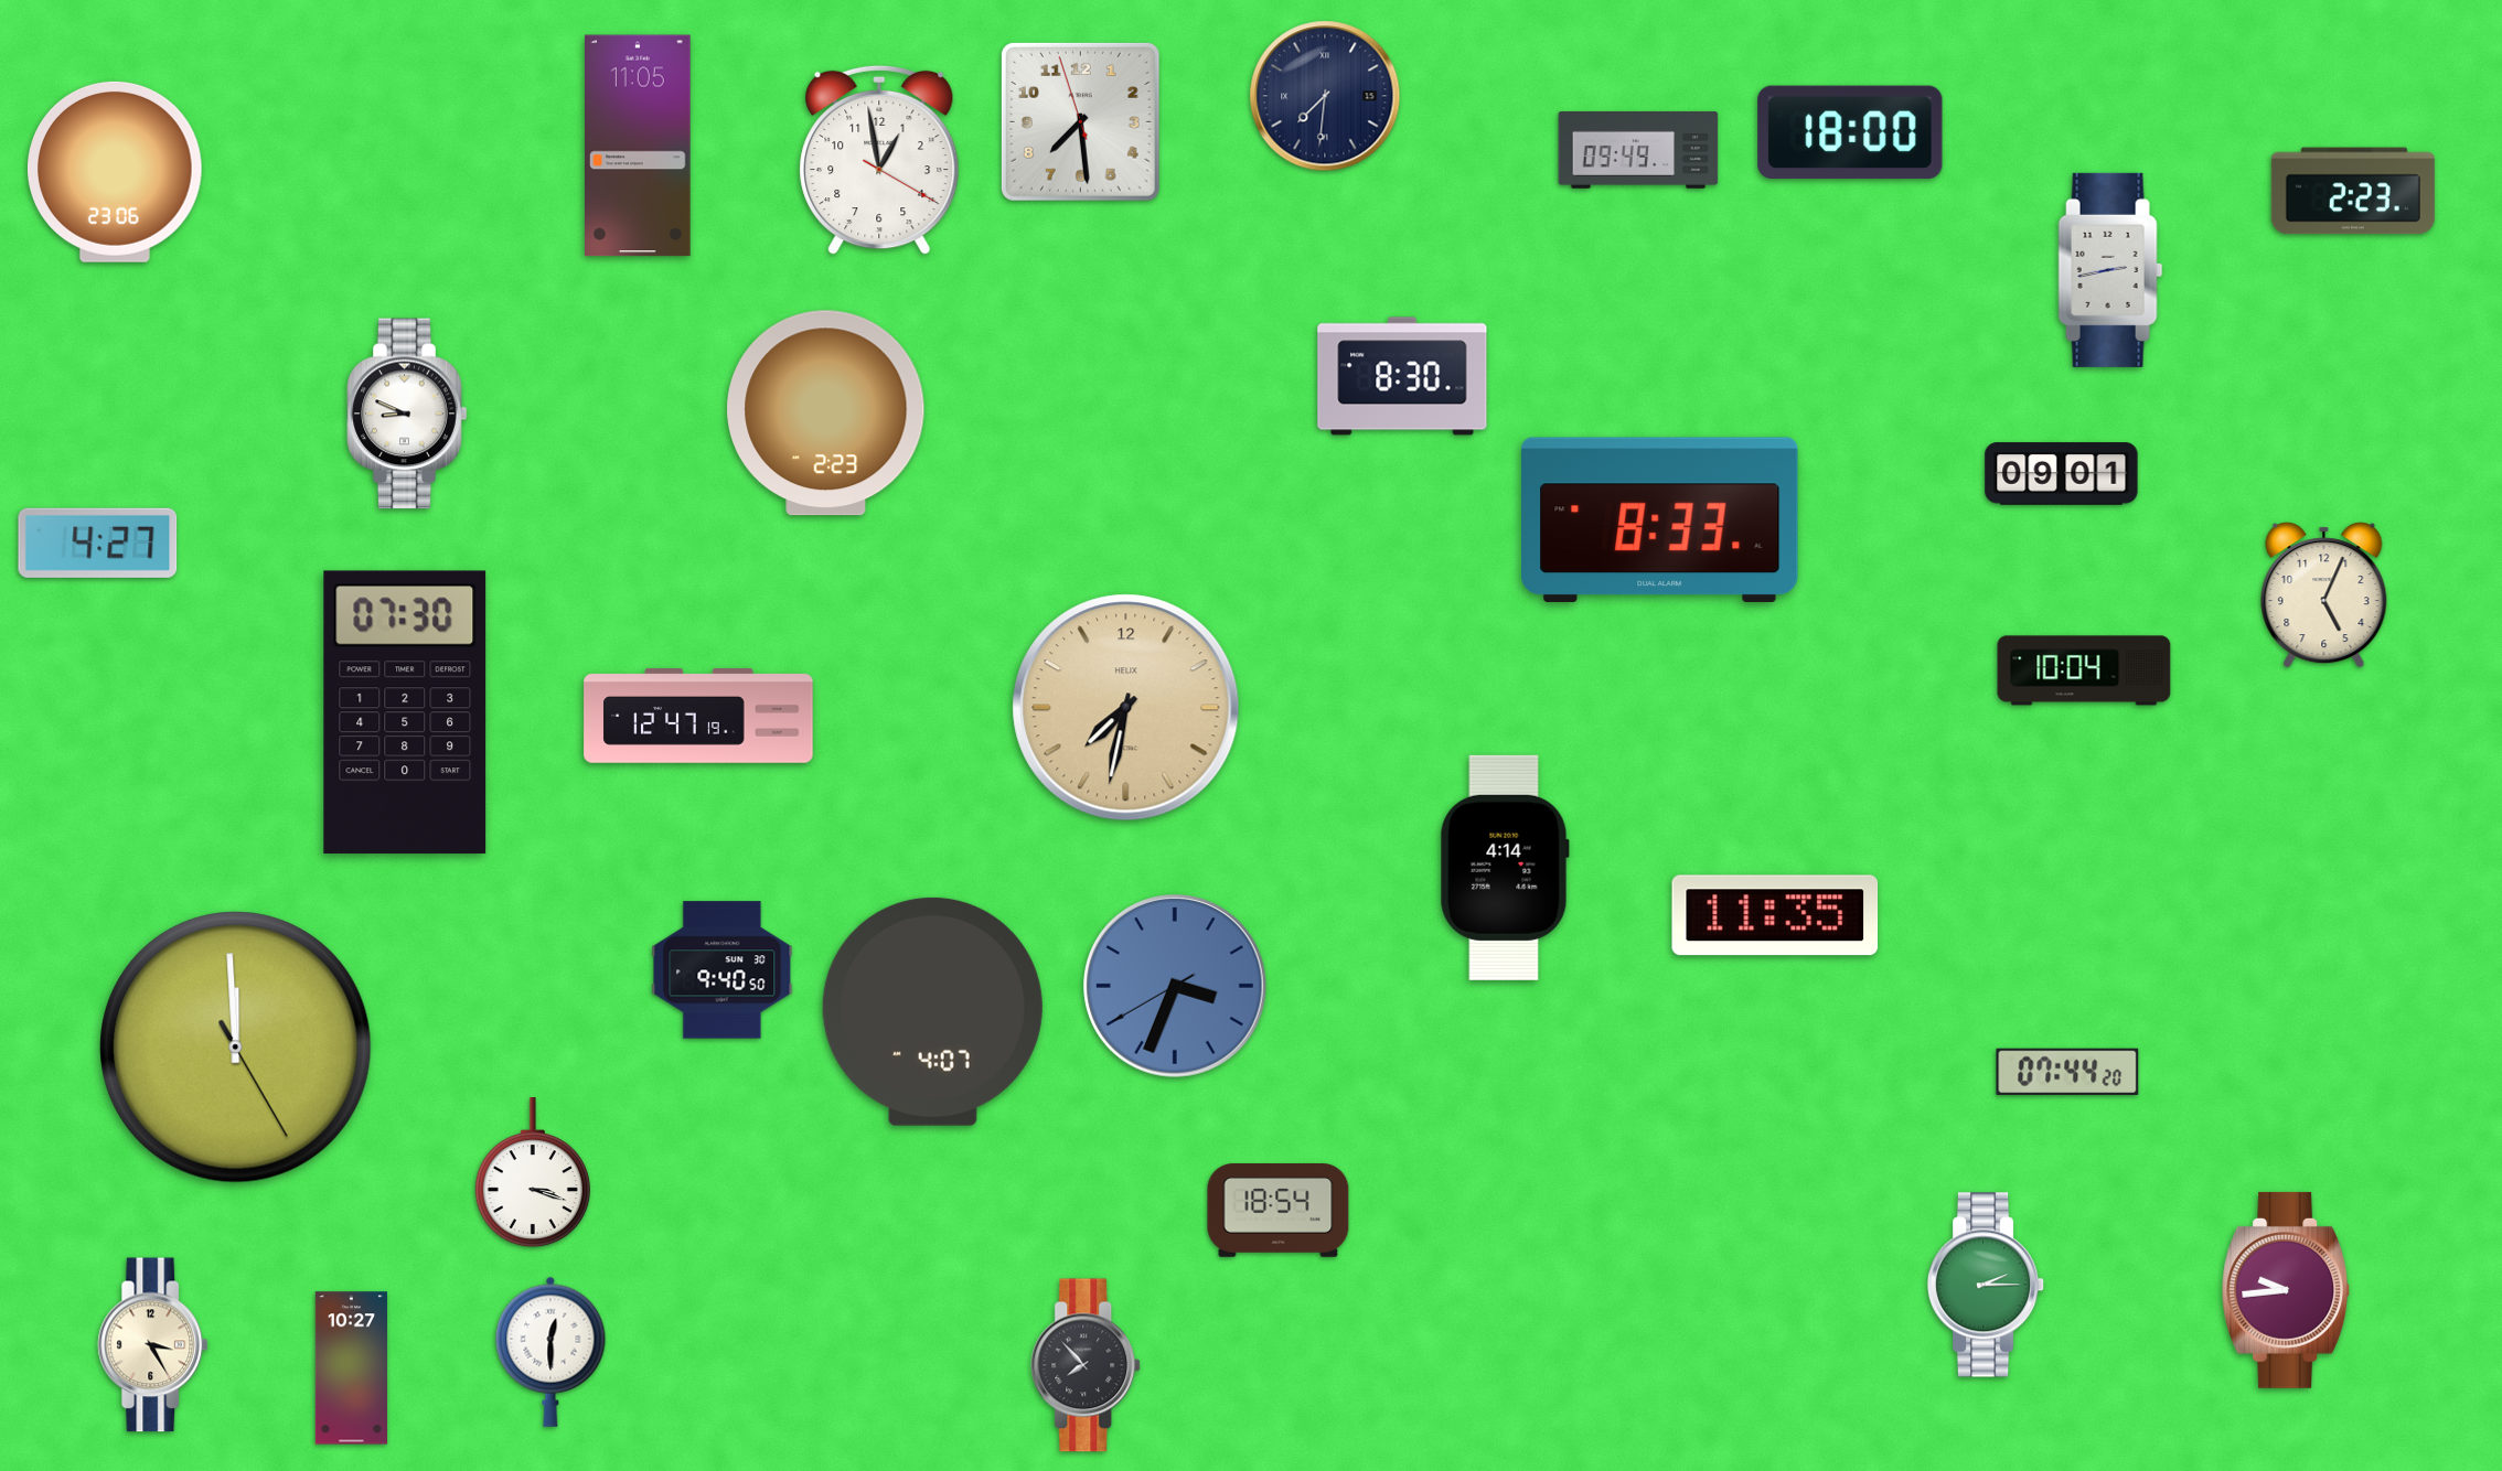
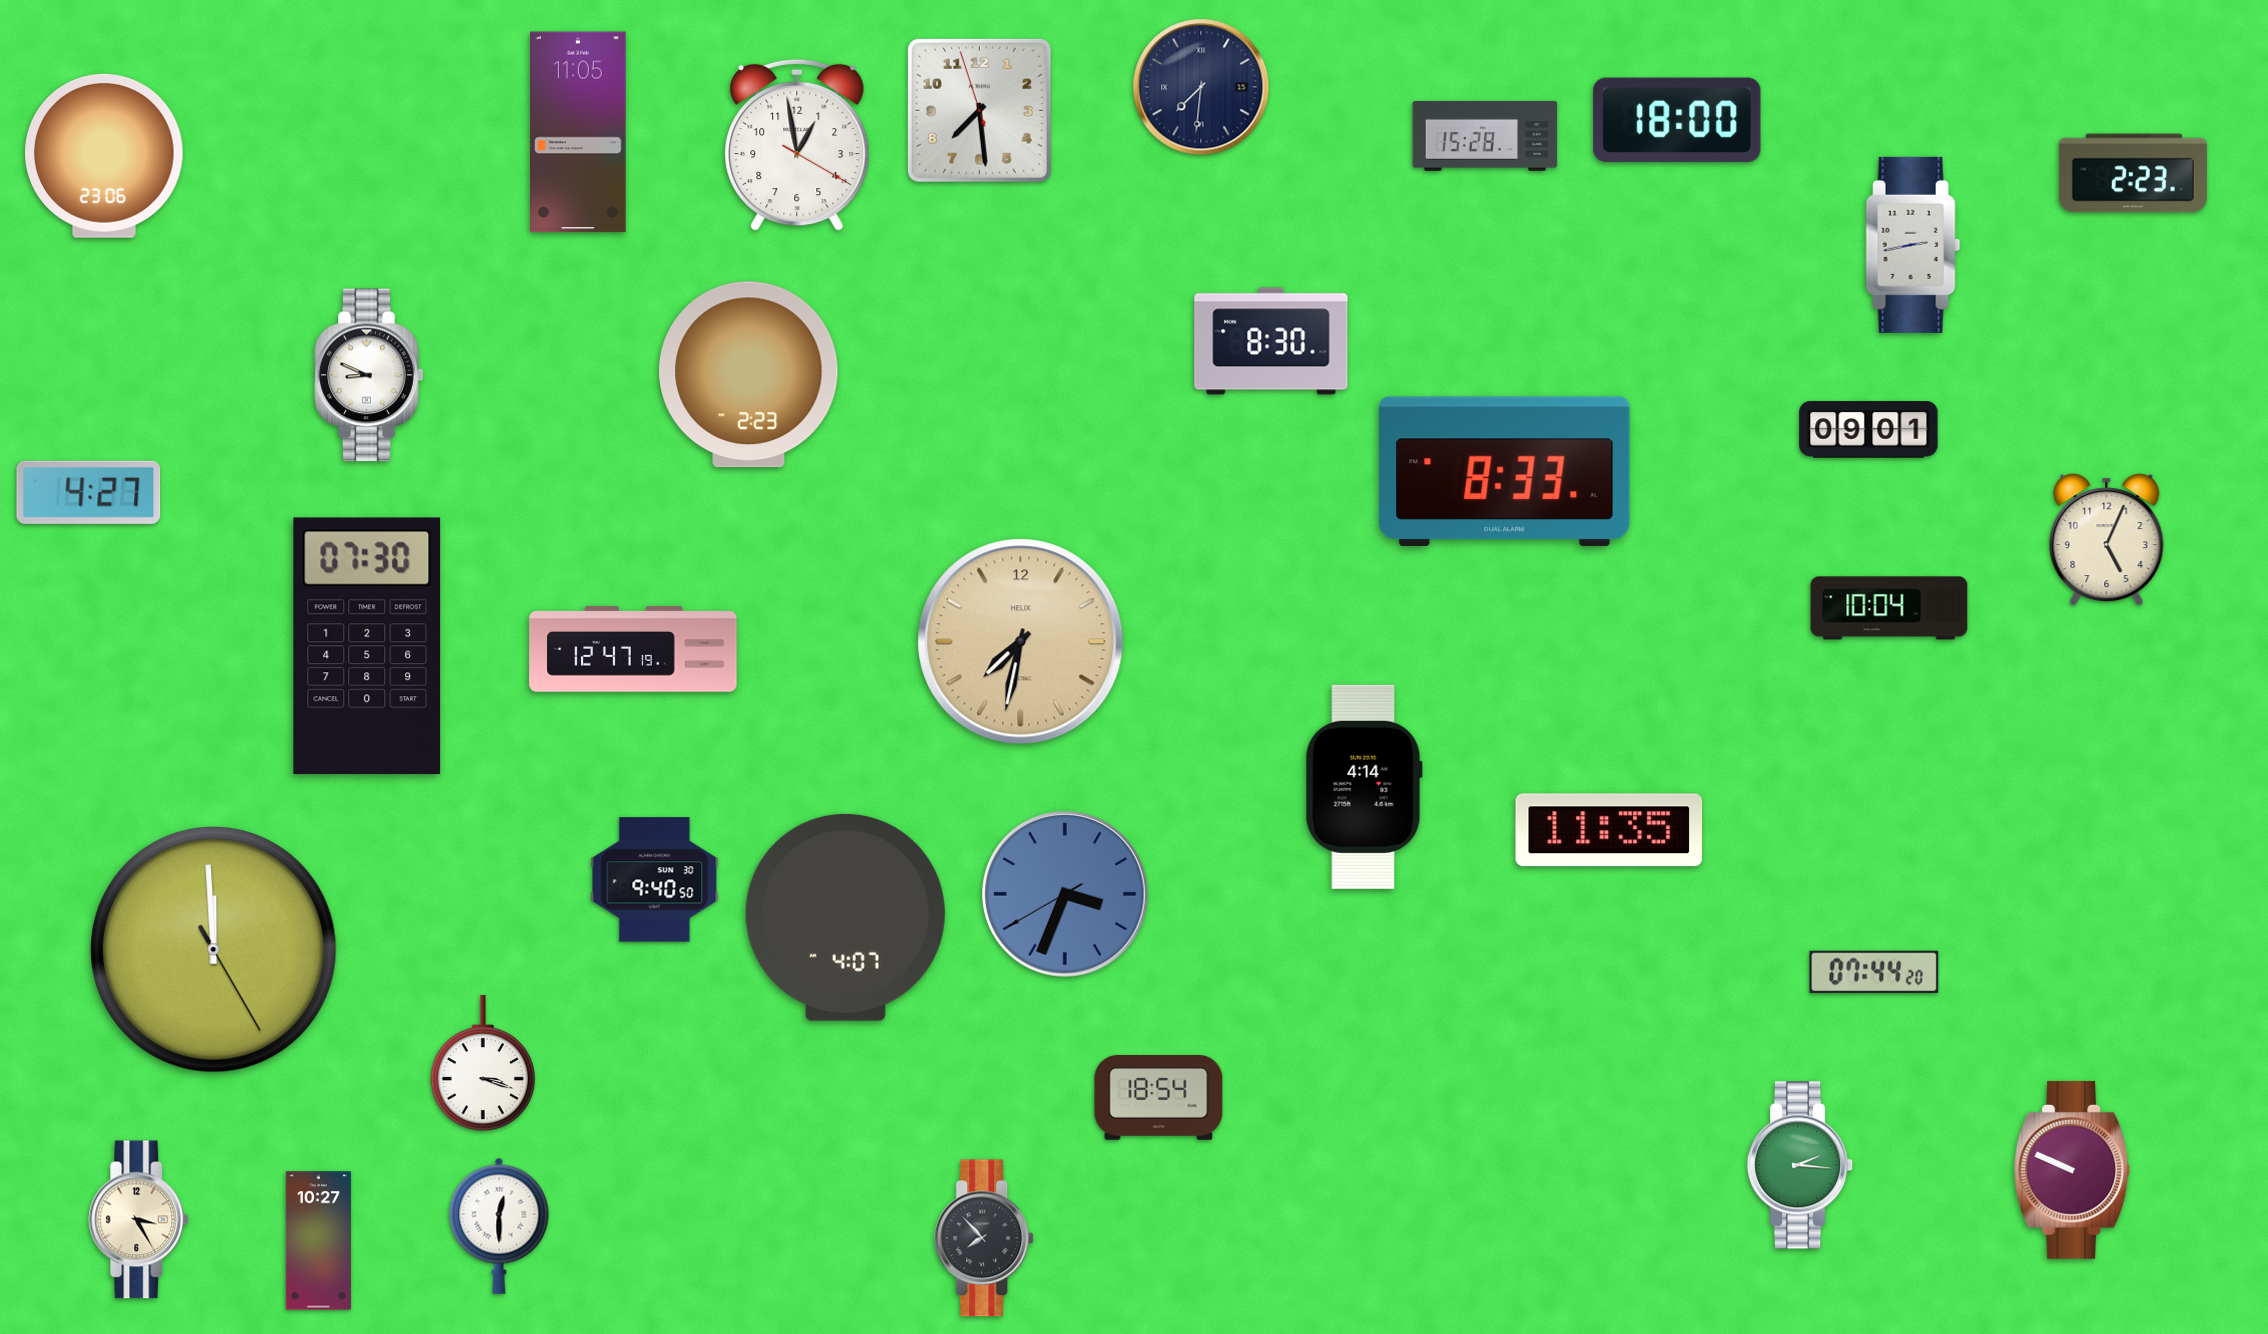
clock at (1638, 150): 09:49 -> 15:28
clock at (1986, 1285): 2:15 -> 2:16
clock at (2286, 1290): 9:44 -> 9:49
